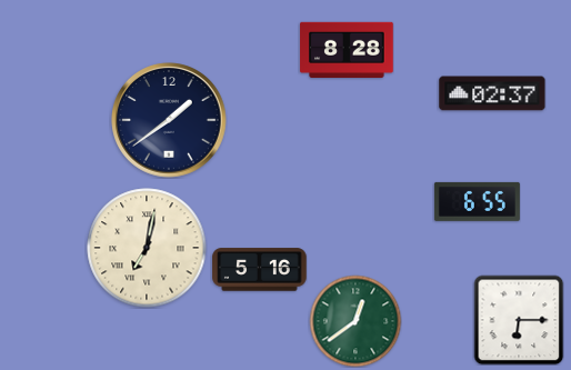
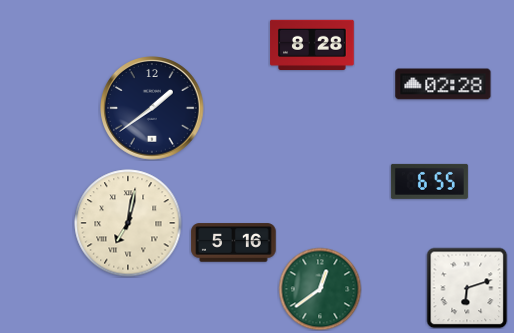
clock at (492, 93): 02:37 -> 02:28
clock at (147, 248) position: (147, 248) -> (128, 223)
clock at (519, 320): 6:15 -> 6:12
